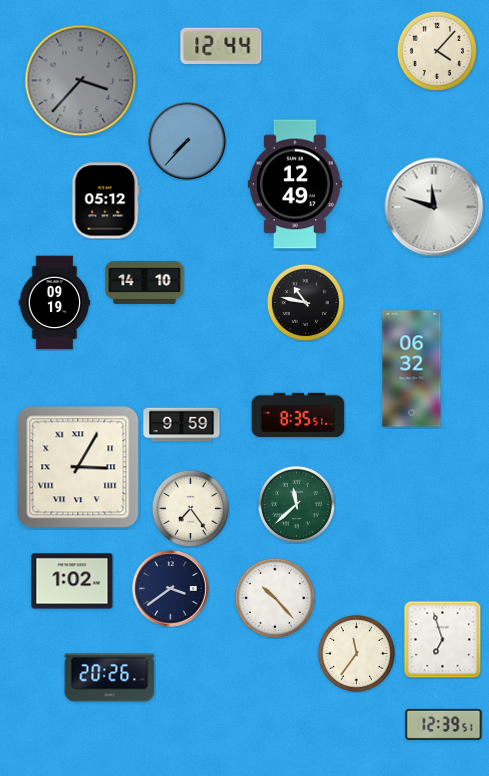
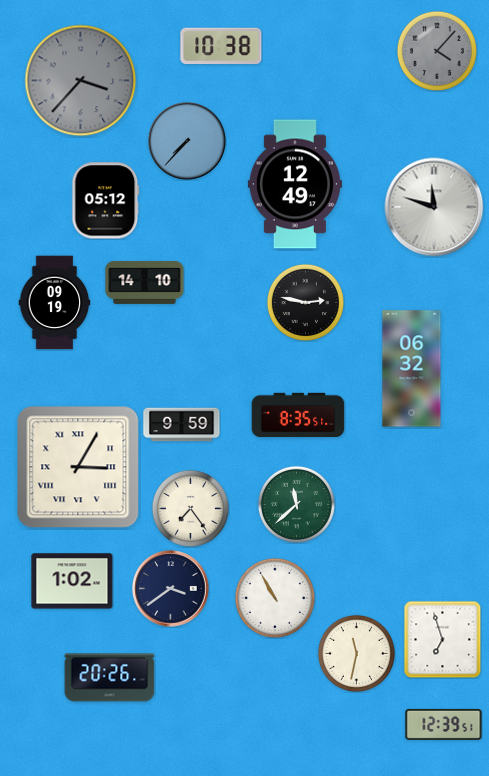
clock at (221, 46): 12:44 -> 10:38
clock at (437, 51) dial: cream -> grey
clock at (305, 302): 10:47 -> 2:47
clock at (275, 598): 10:23 -> 10:55
clock at (356, 653): 11:36 -> 11:32
